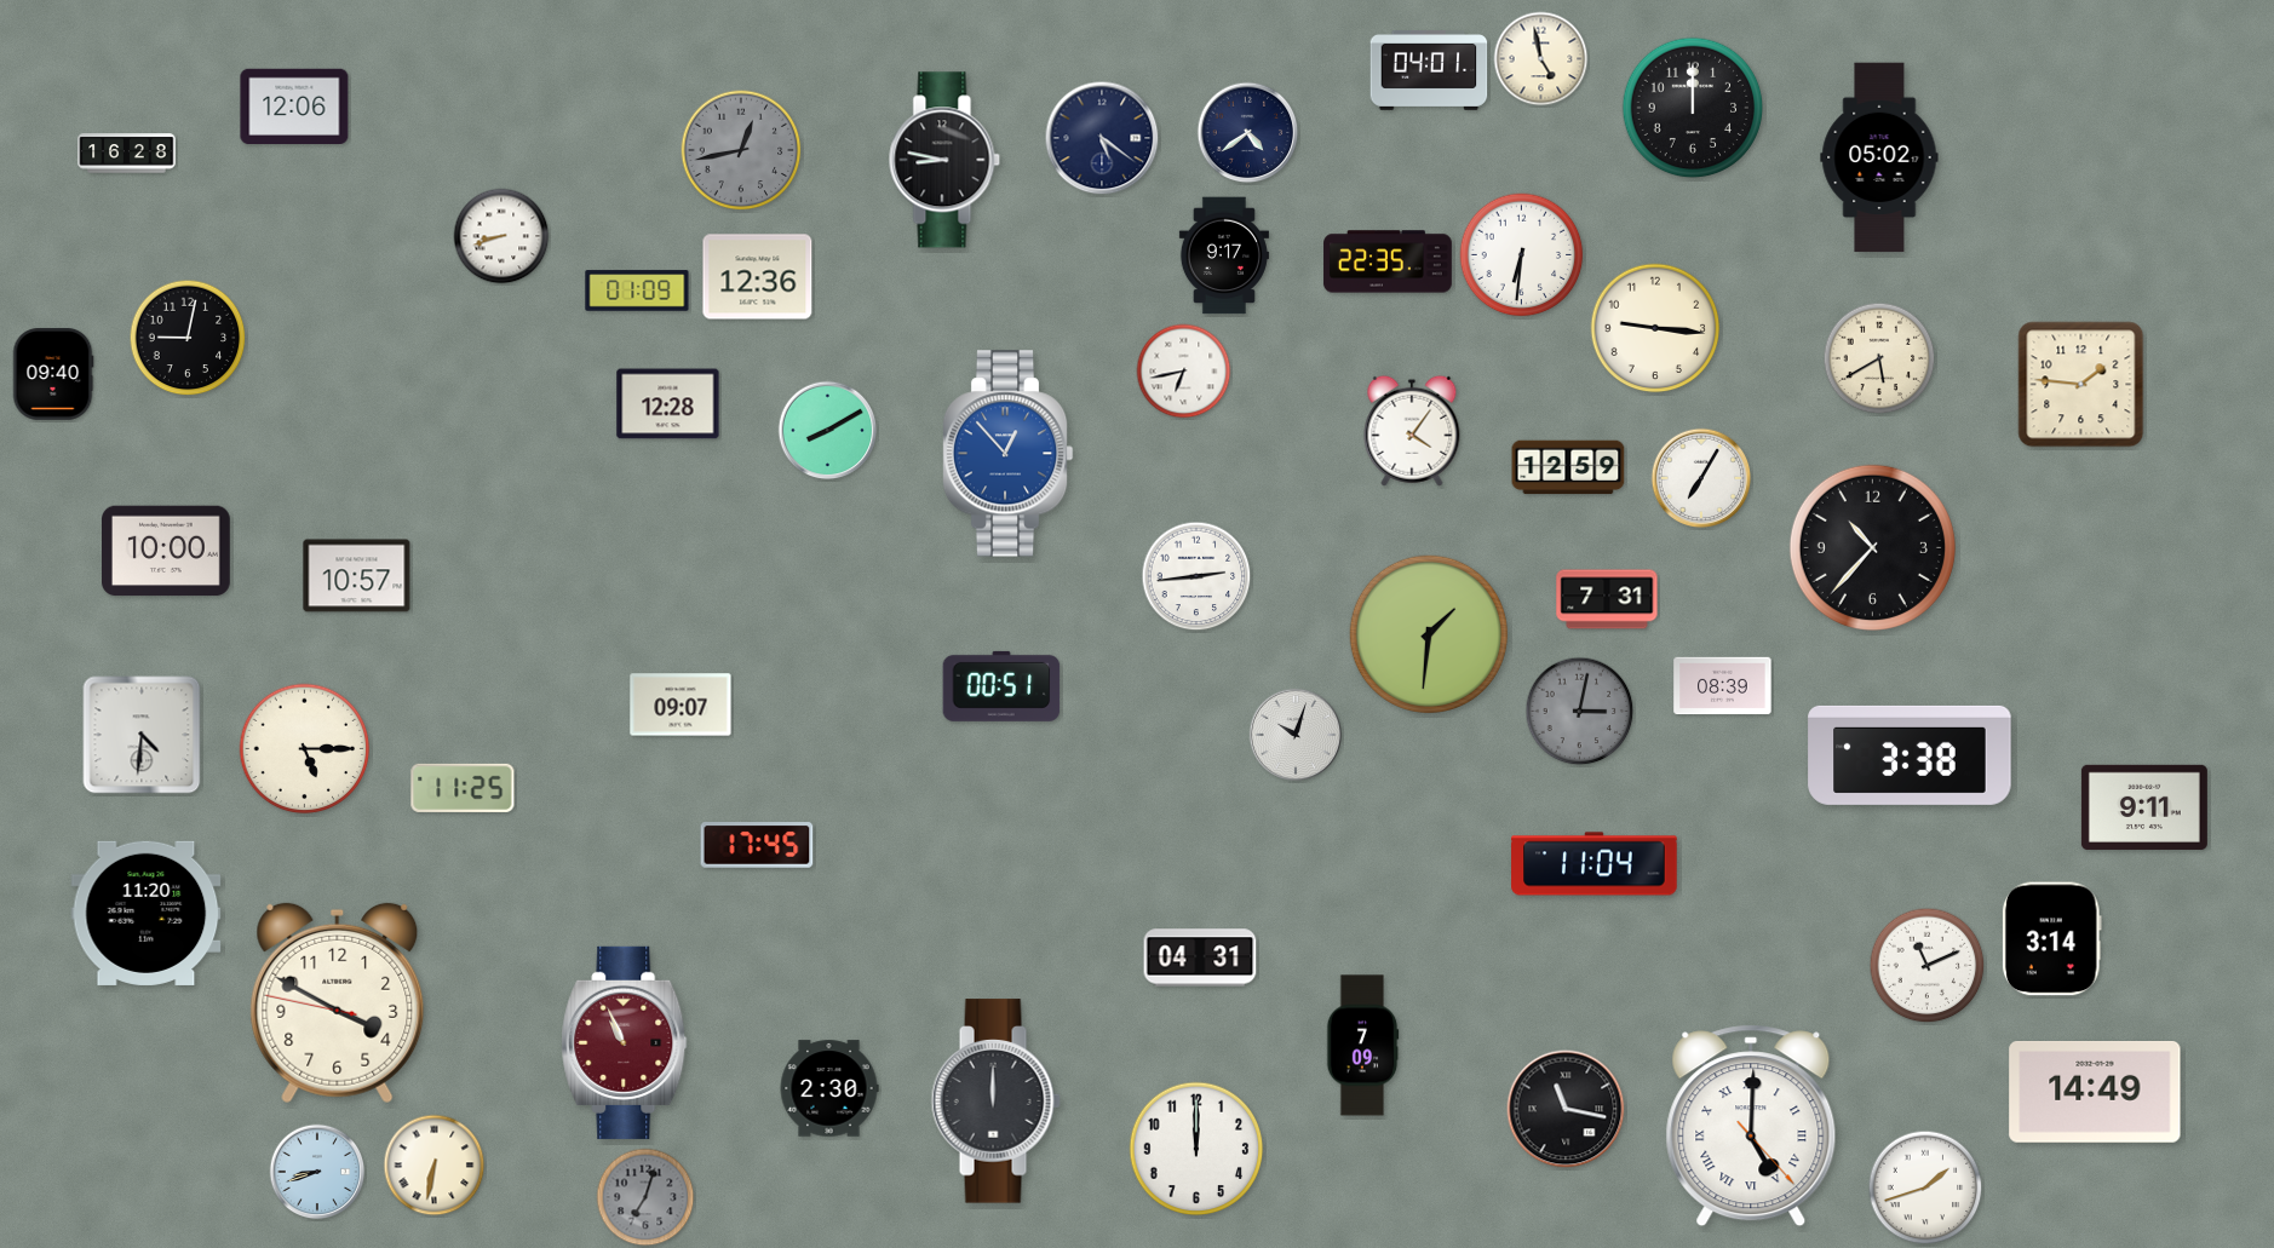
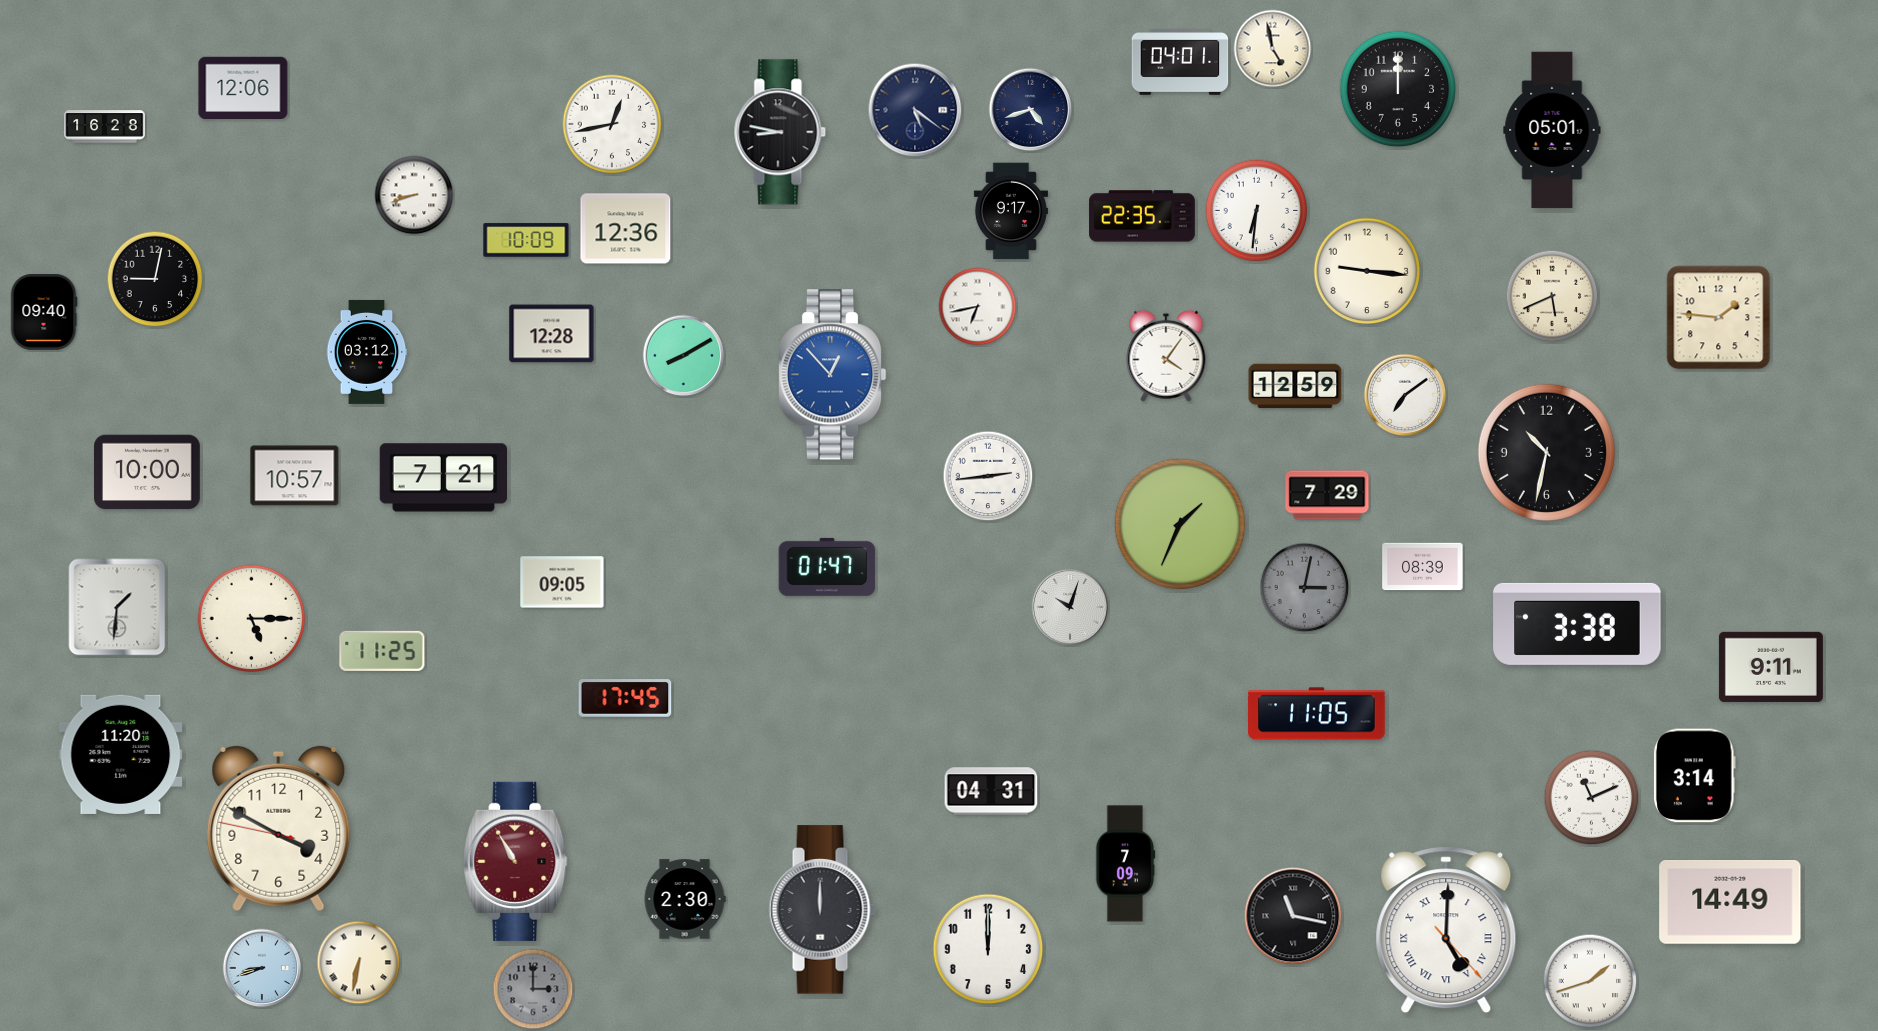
clock at (1429, 71) position: (1429, 71) -> (1180, 63)
clock at (1248, 133): 4:39 -> 4:42
clock at (1102, 138) position: (1102, 138) -> (915, 110)
clock at (741, 150) dial: grey -> white
clock at (1879, 157): 05:02 -> 05:01
clock at (1388, 261) position: (1388, 261) -> (1142, 216)
clock at (637, 291): 01:09 -> 10:09
clock at (1879, 358): 5:40 -> 5:41
clock at (53, 375) position: (53, 375) -> (44, 313)
clock at (367, 352): none -> 03:12
clock at (1701, 478): 7:05 -> 7:09
clock at (1872, 547): 10:37 -> 10:32
clock at (167, 551) position: (167, 551) -> (148, 472)
clock at (444, 478): none -> 7:21
clock at (1607, 599): 7:31 -> 7:29
clock at (1429, 634): 1:31 -> 1:34
clock at (1001, 686): 00:51 -> 01:47
clock at (681, 704): 09:07 -> 09:05
clock at (142, 735): 4:31 -> 1:31
clock at (1595, 864): 11:04 -> 11:05
clock at (625, 1042): 10:56 -> 10:55
clock at (645, 1197): 7:03 -> 3:00
